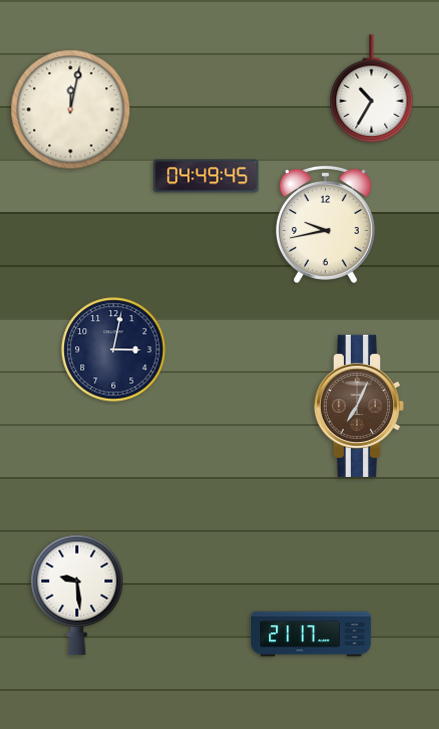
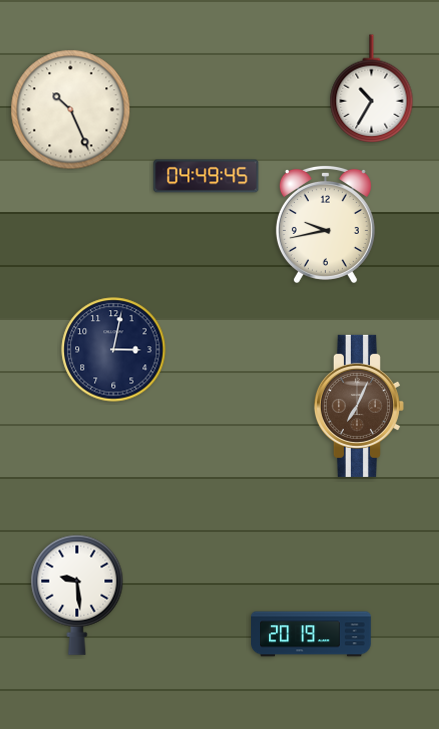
clock at (71, 110): 12:02 -> 10:26
clock at (312, 634): 21:17 -> 20:19
